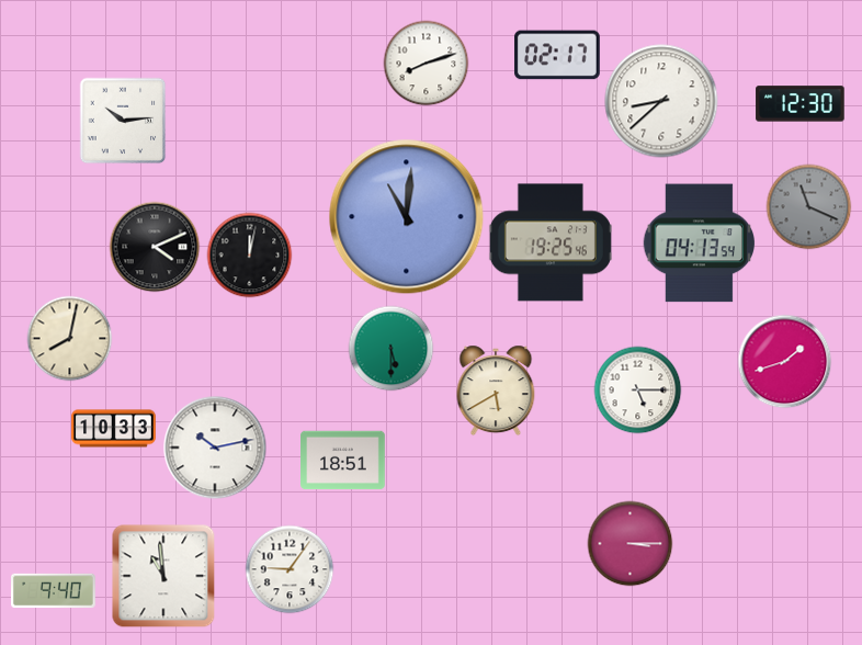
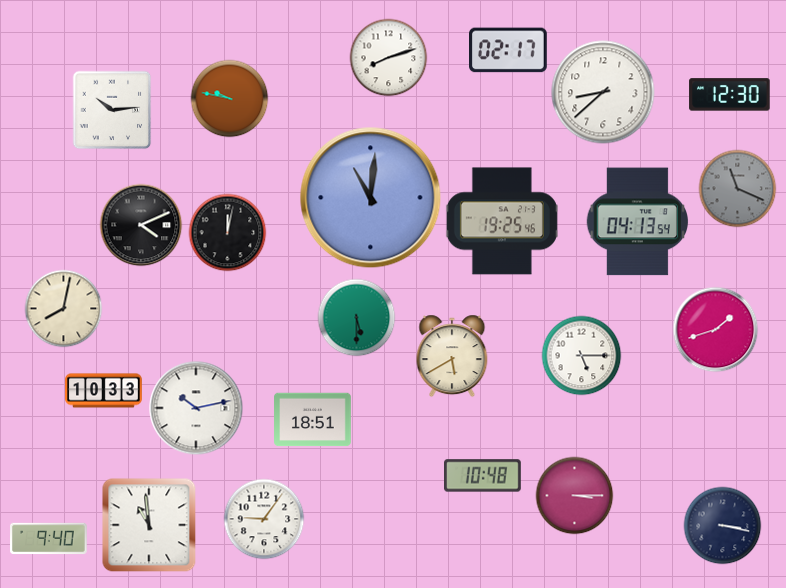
clock at (229, 98): none -> 9:47
clock at (483, 476): none -> 10:48
clock at (722, 525): none -> 3:17
